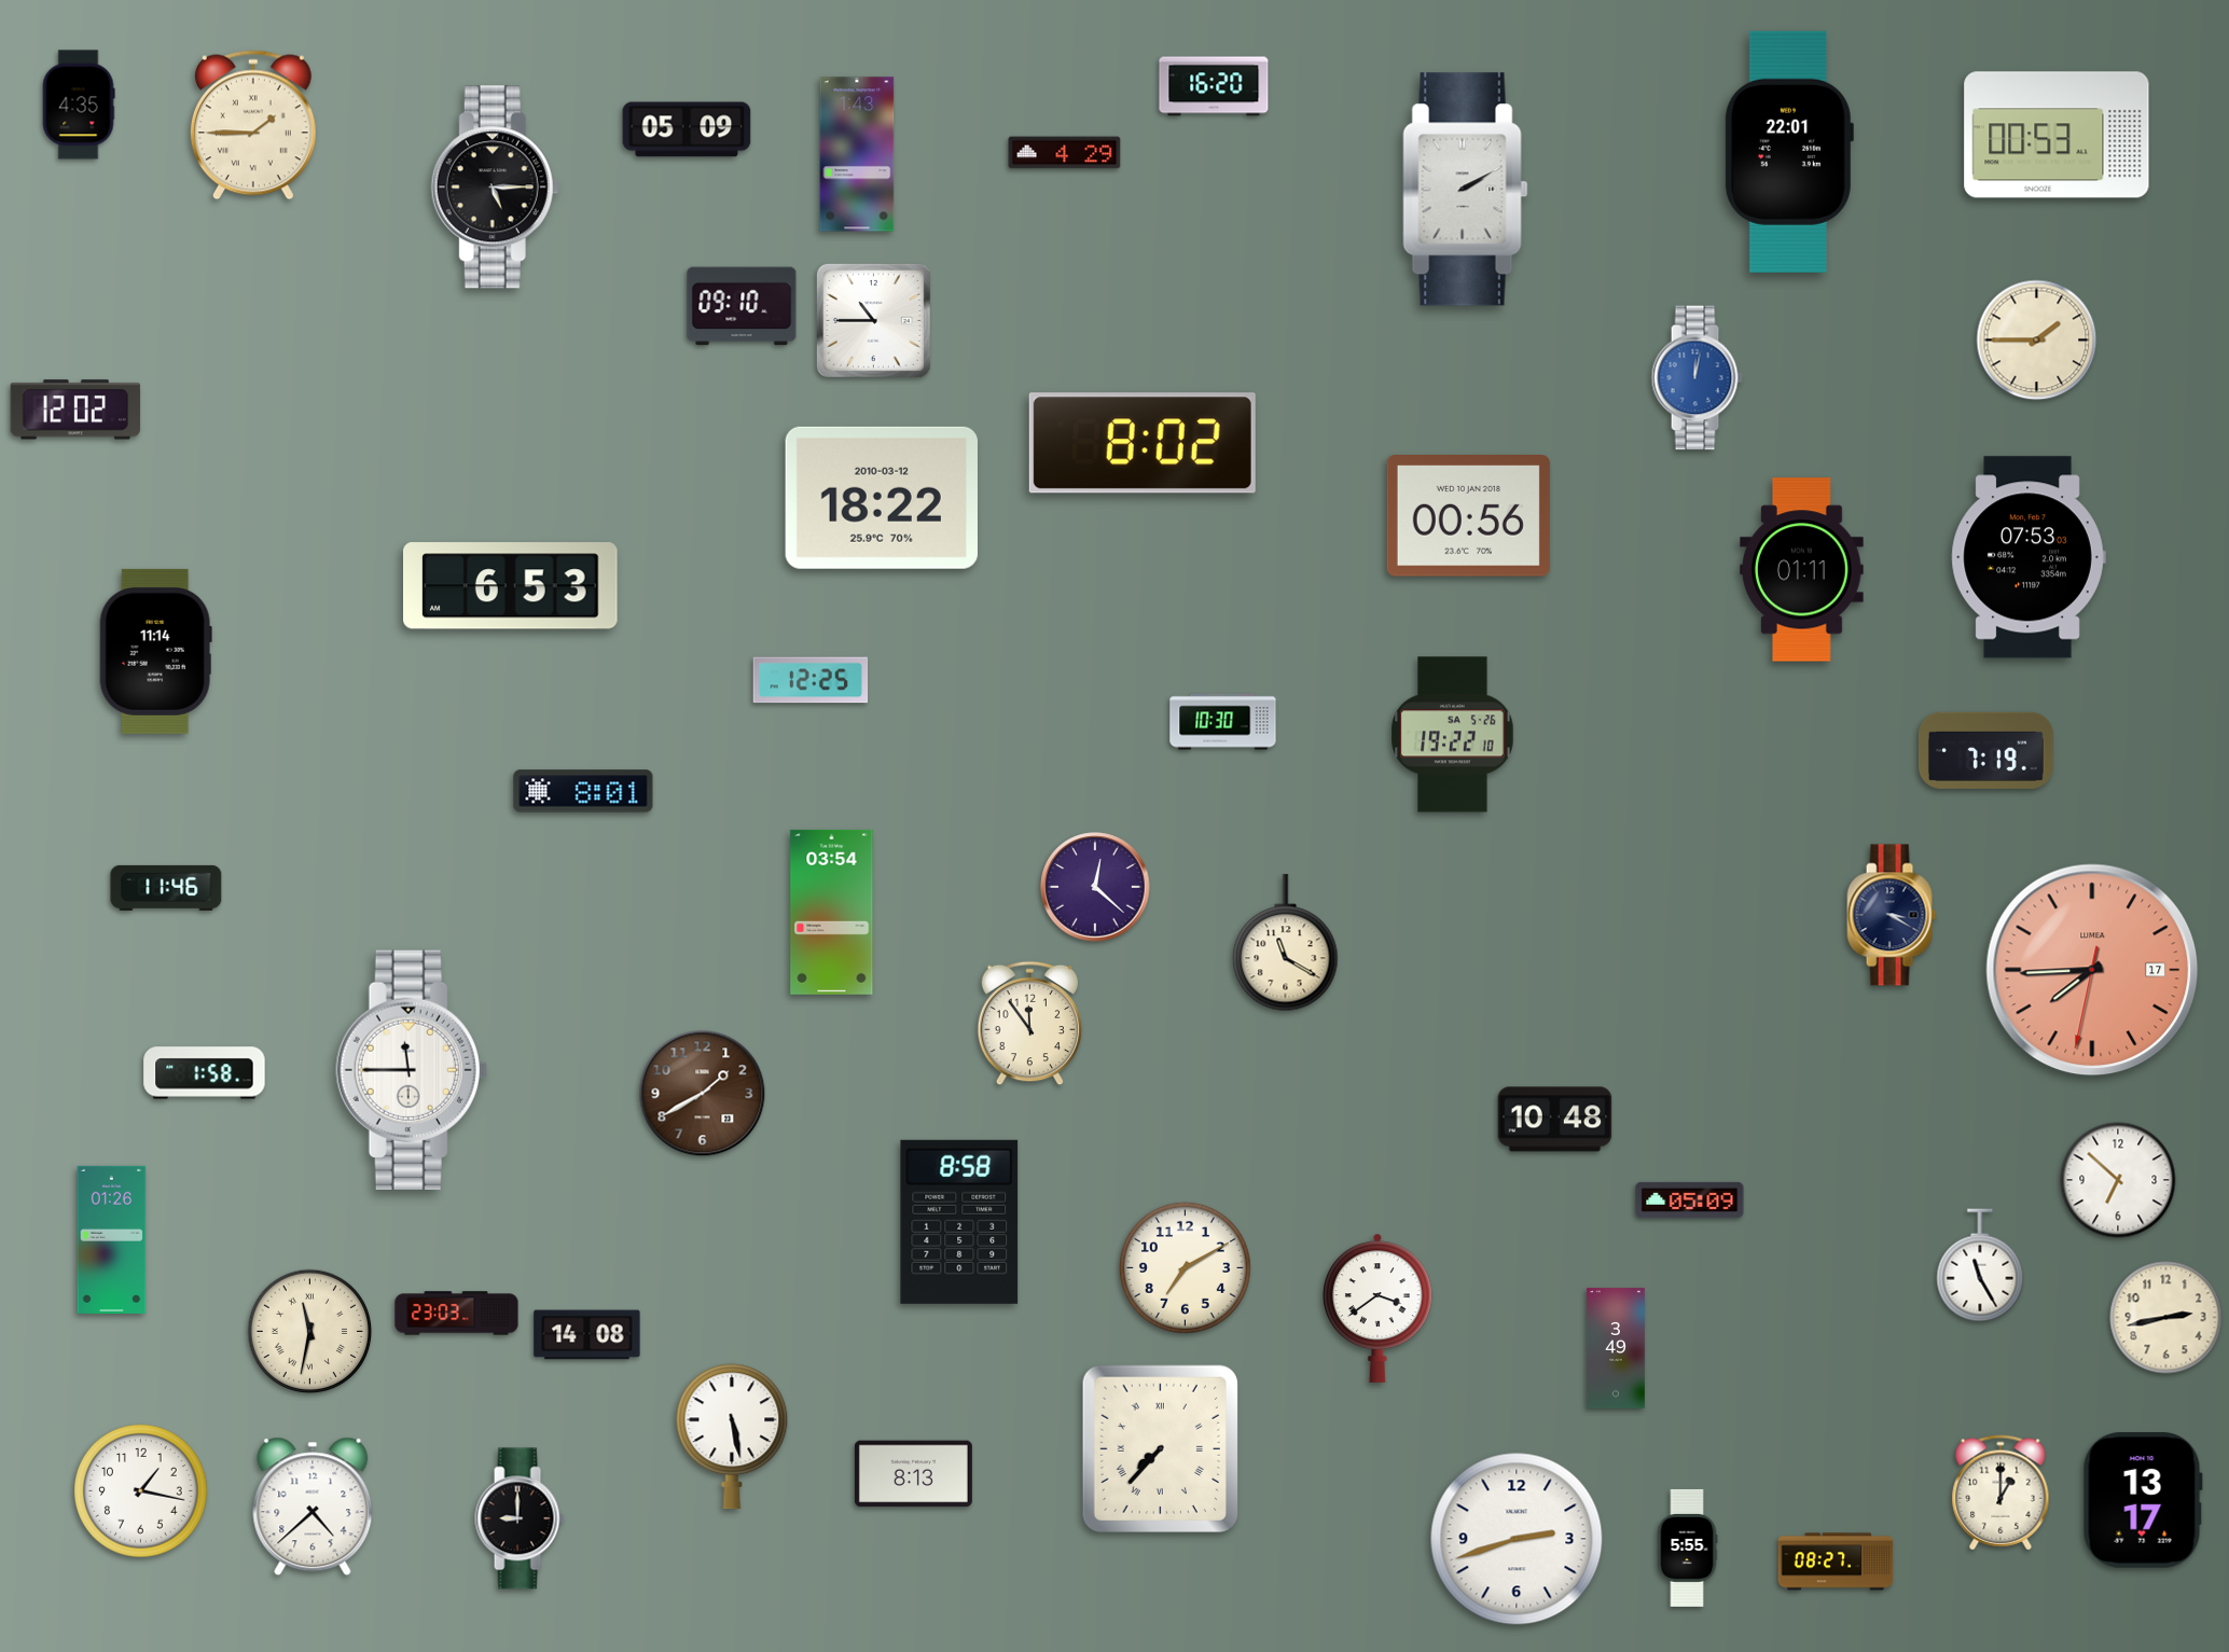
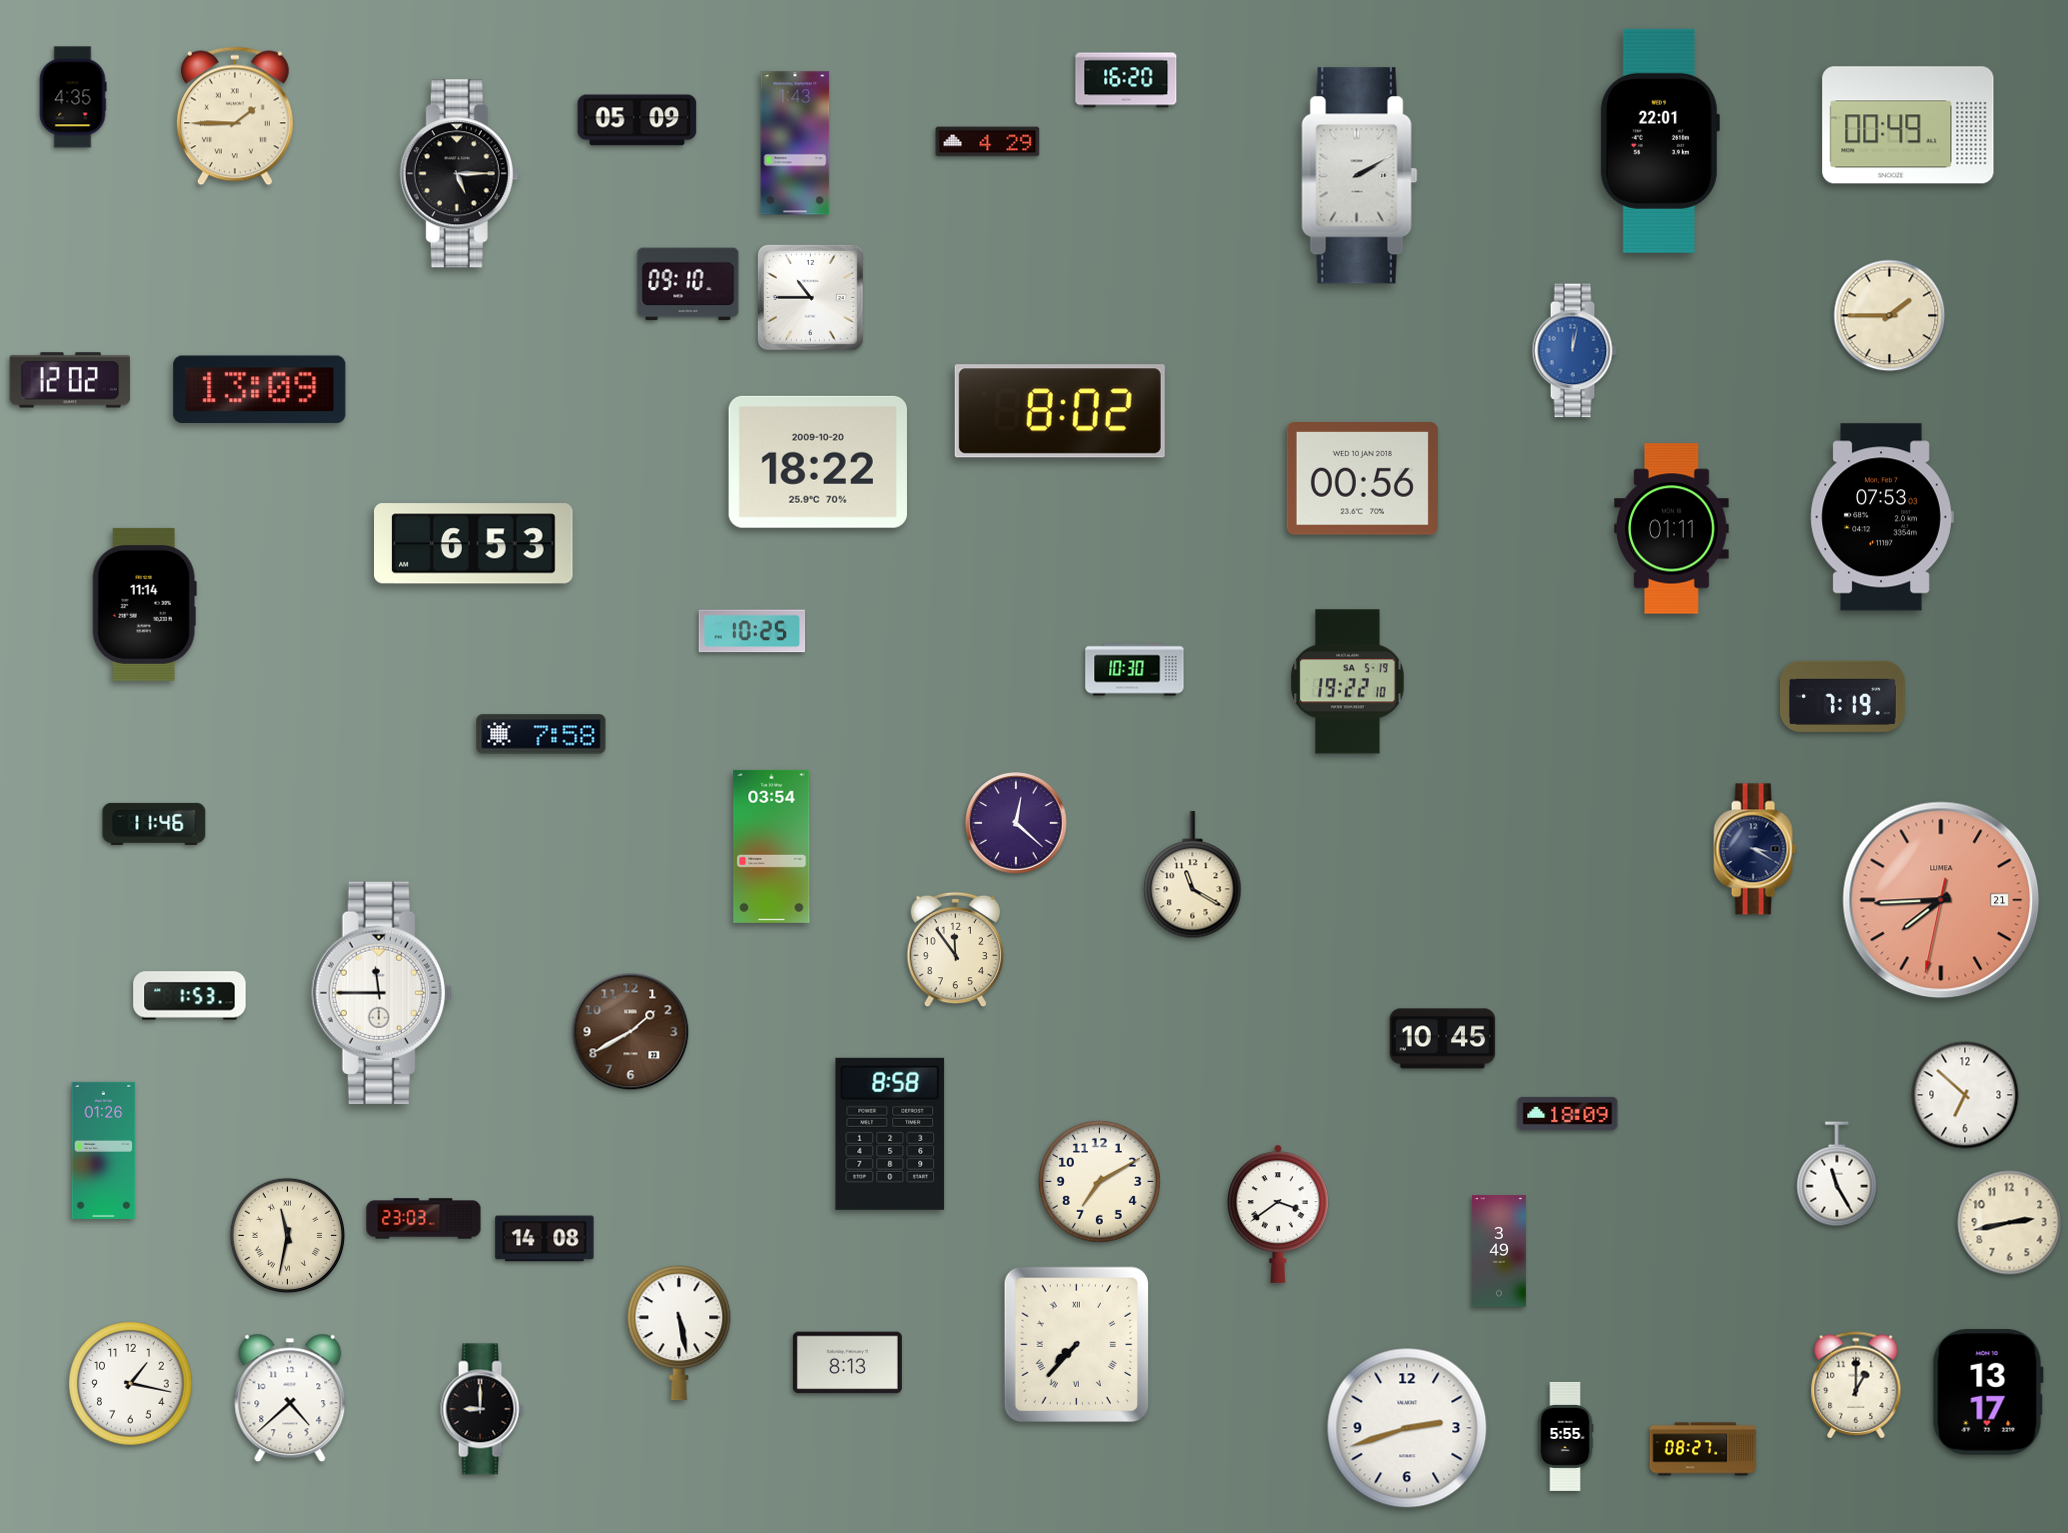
clock at (2057, 135): 00:53 -> 00:49
clock at (260, 389): none -> 13:09
clock at (882, 498) date: 2010-03-12 -> 2009-10-20
clock at (811, 680): 12:25 -> 10:25
clock at (1453, 735) date: SA 5-26 -> SA 5-19
clock at (583, 791): 8:01 -> 7:58
clock at (2092, 970) date: 17 -> 21
clock at (205, 1073): 1:58 -> 1:53
clock at (703, 1094) position: (703, 1094) -> (631, 1032)
clock at (1555, 1120): 10:48 -> 10:45
clock at (1690, 1199): 05:09 -> 18:09
clock at (1185, 1267) position: (1185, 1267) -> (1099, 1181)
clock at (913, 1474) position: (913, 1474) -> (847, 1363)
